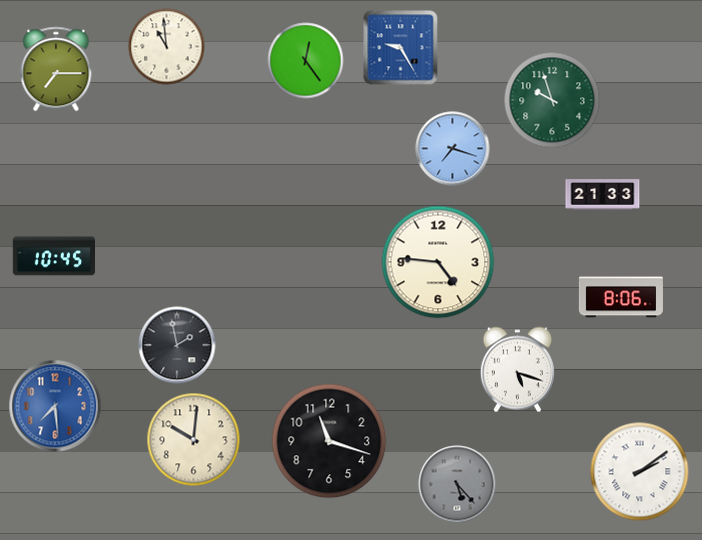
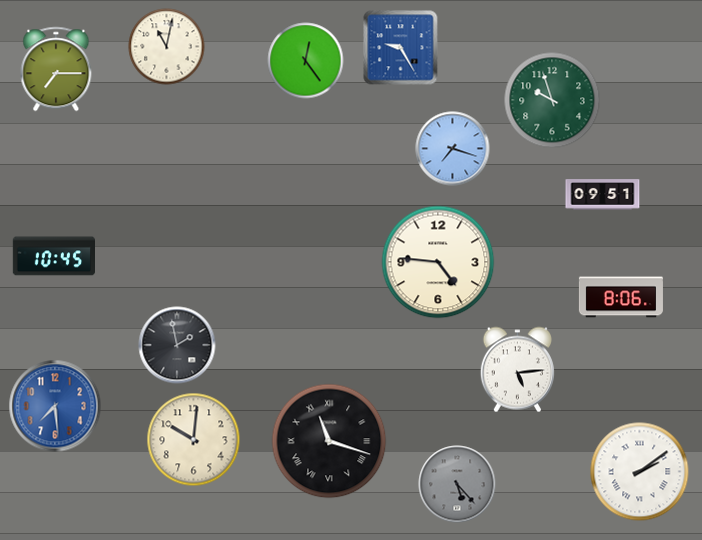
clock at (167, 47): 10:59 -> 11:02
clock at (603, 195): 21:33 -> 09:51
clock at (517, 370): 5:18 -> 5:14
clock at (329, 441) numerals: Arabic -> Roman
